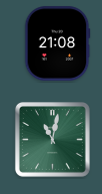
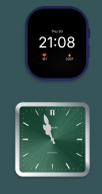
clock at (52, 139): 11:02 -> 10:57
